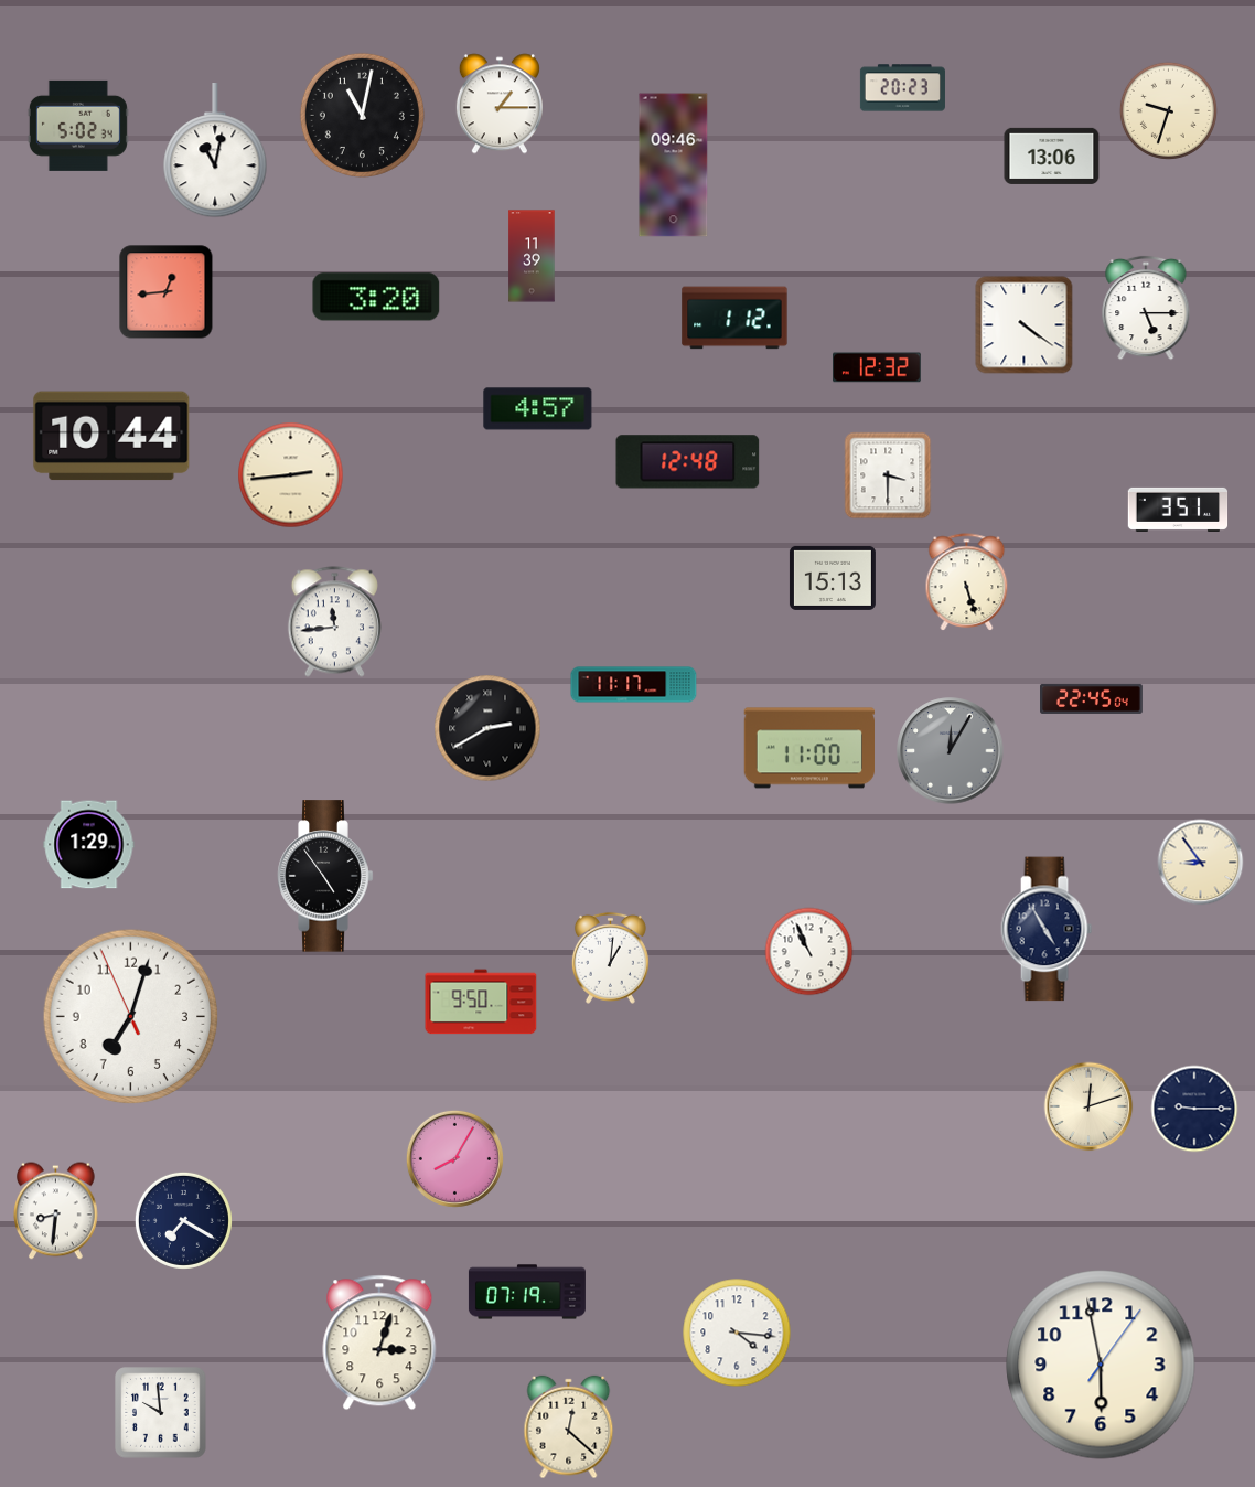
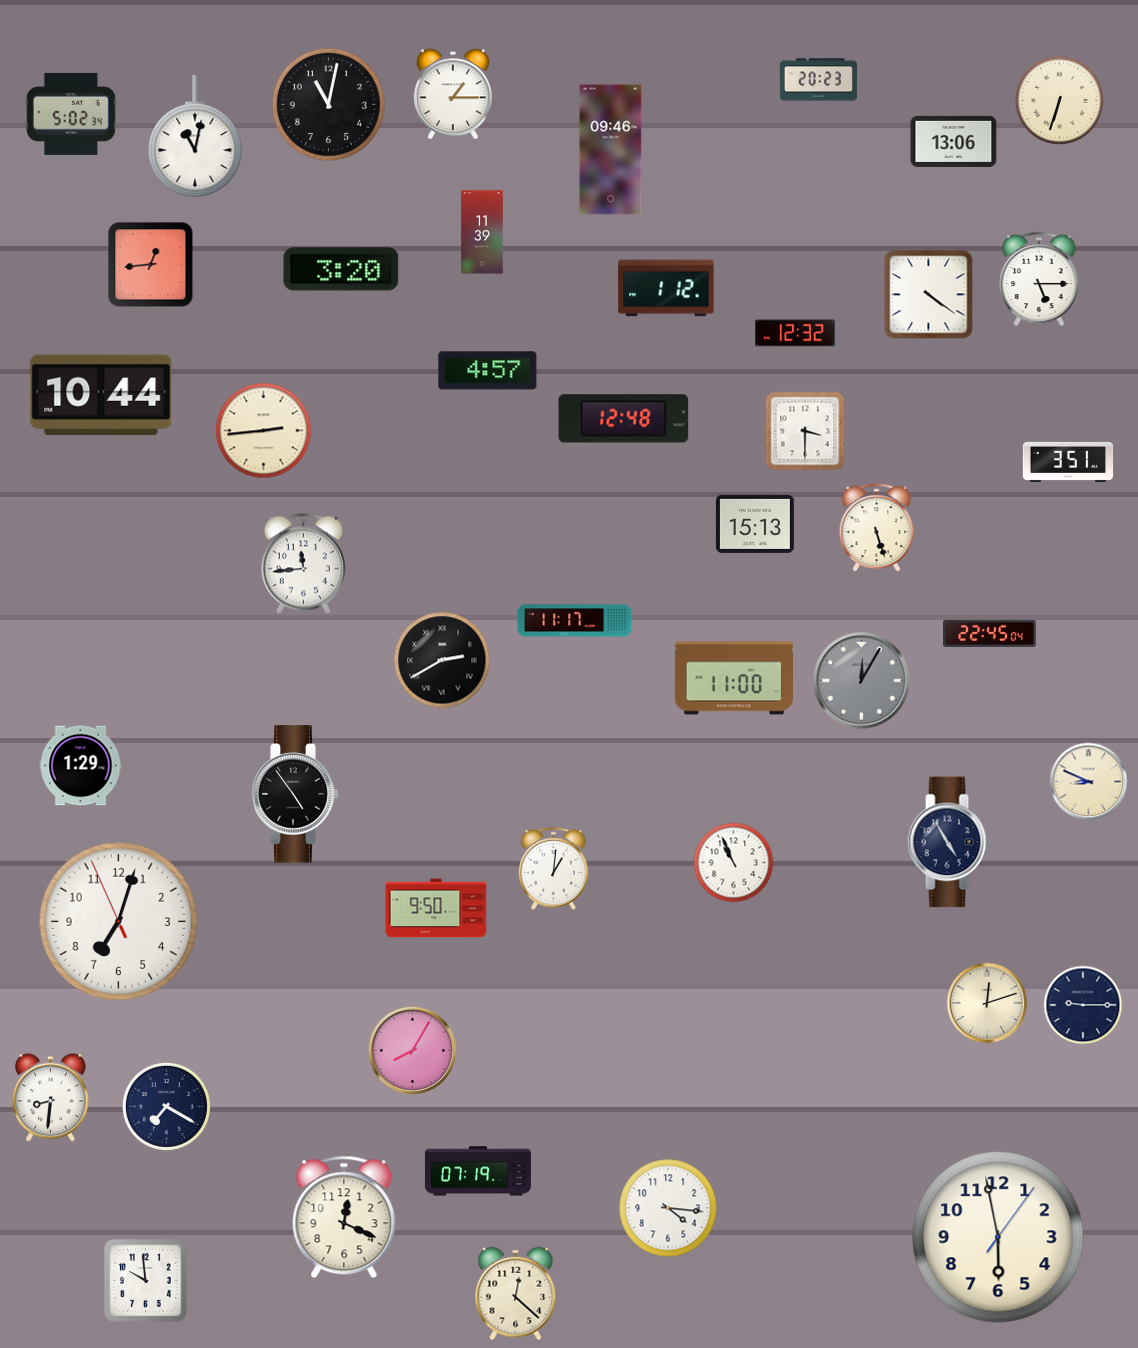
clock at (1168, 110): 9:33 -> 6:33
clock at (1201, 863): 8:54 -> 8:49
clock at (379, 1342): 3:03 -> 12:19
